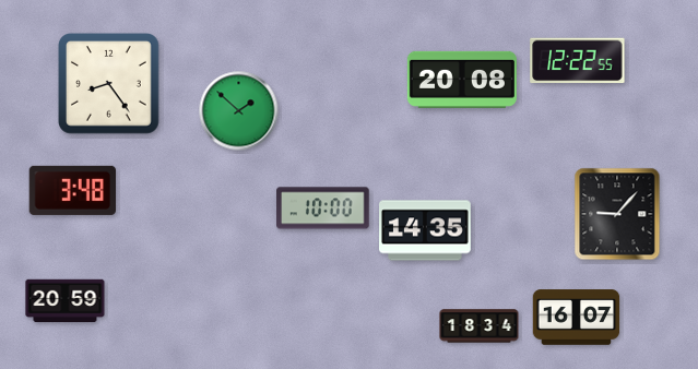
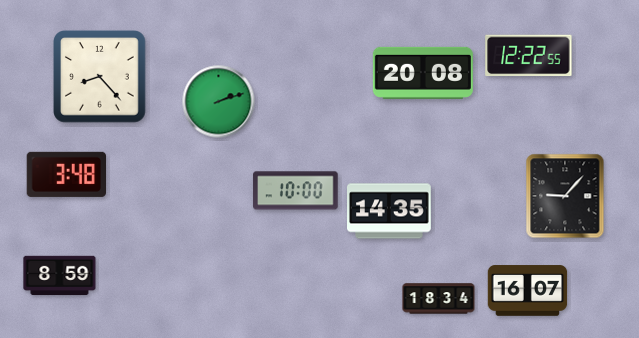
clock at (109, 84): 8:24 -> 8:23
clock at (239, 111): 1:52 -> 2:12
clock at (66, 301): 20:59 -> 8:59
